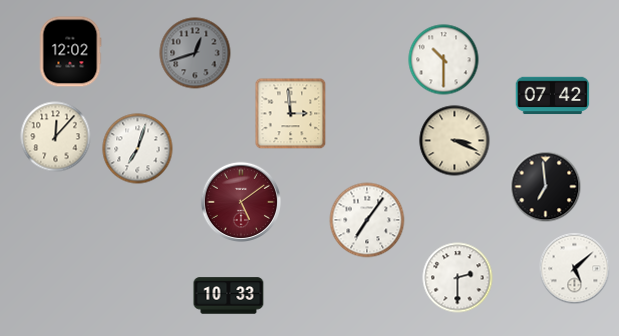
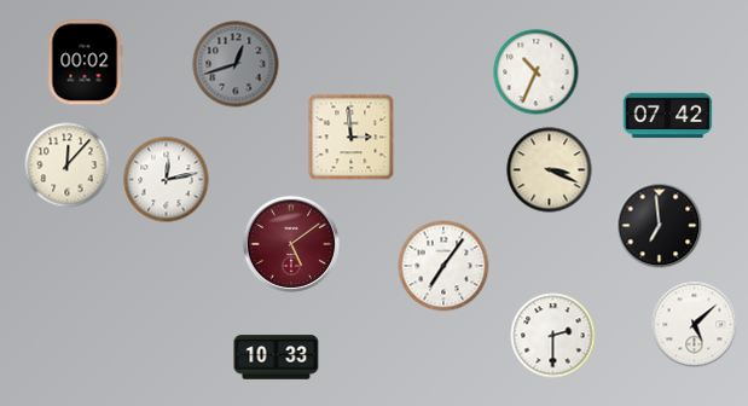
clock at (70, 52): 12:02 -> 00:02
clock at (444, 60): 10:30 -> 10:34
clock at (138, 149): 7:03 -> 12:13
